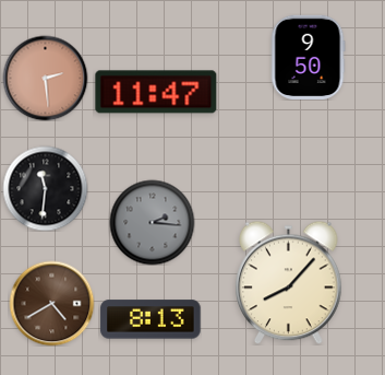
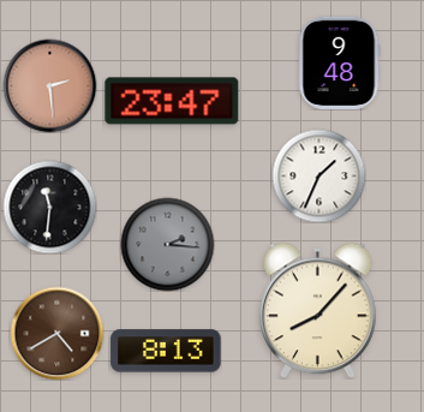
clock at (308, 57): 9:50 -> 9:48
clock at (156, 92): 11:47 -> 23:47
clock at (318, 175): none -> 1:34
